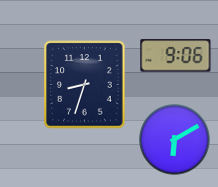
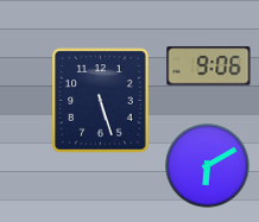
clock at (85, 85): 8:33 -> 5:27
